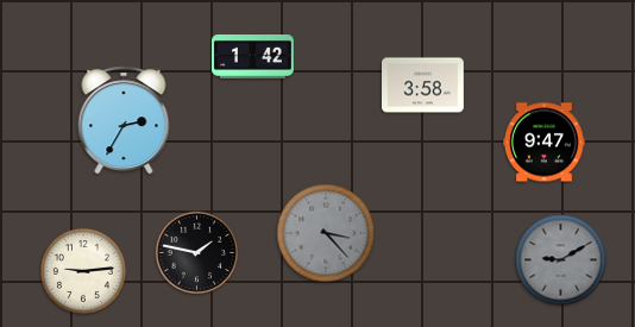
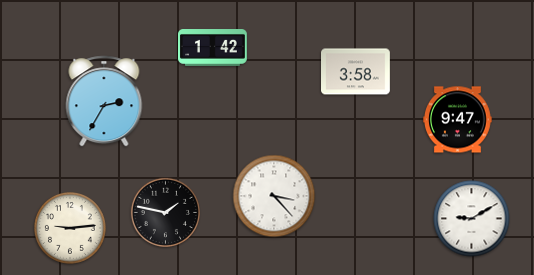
clock at (326, 233) dial: grey -> white
clock at (561, 260) dial: grey -> white
